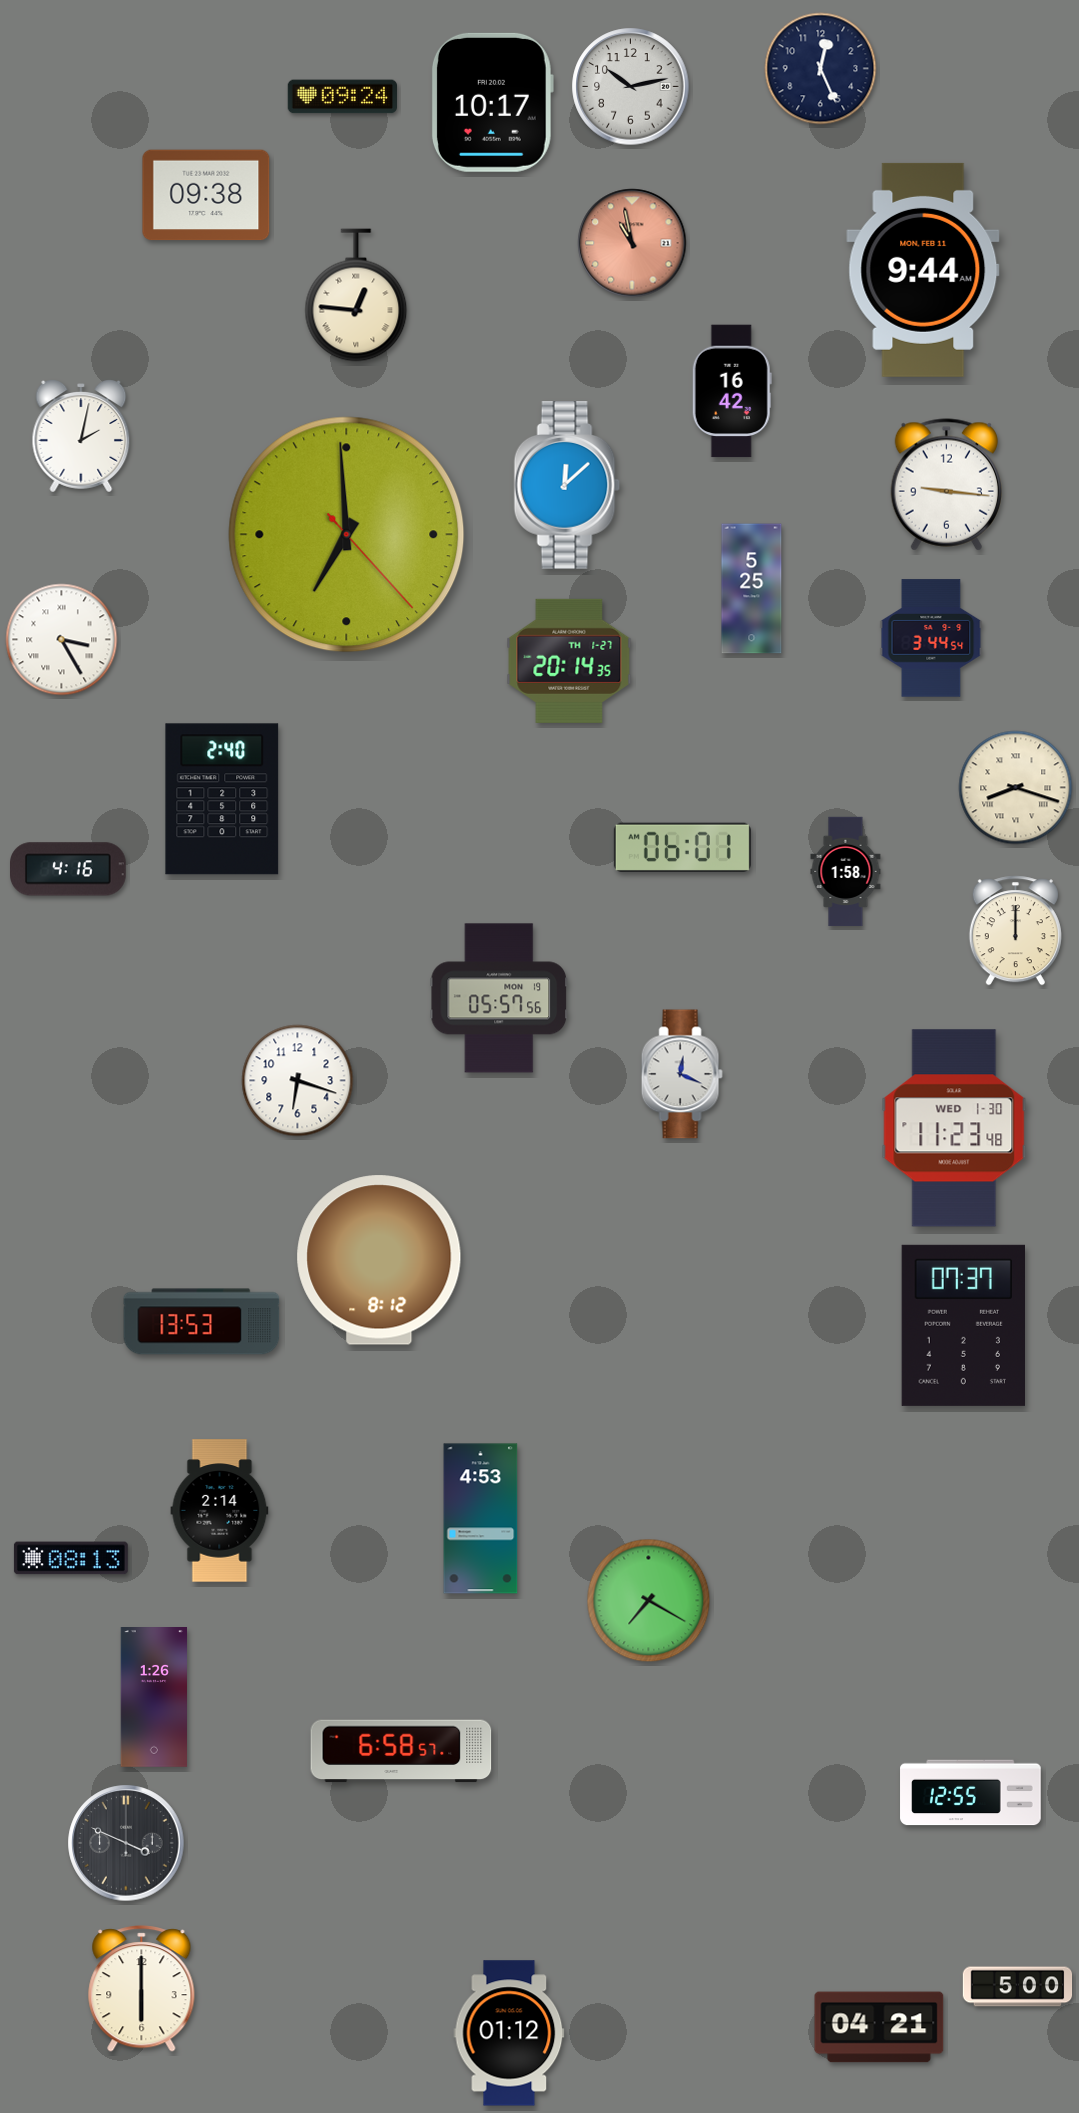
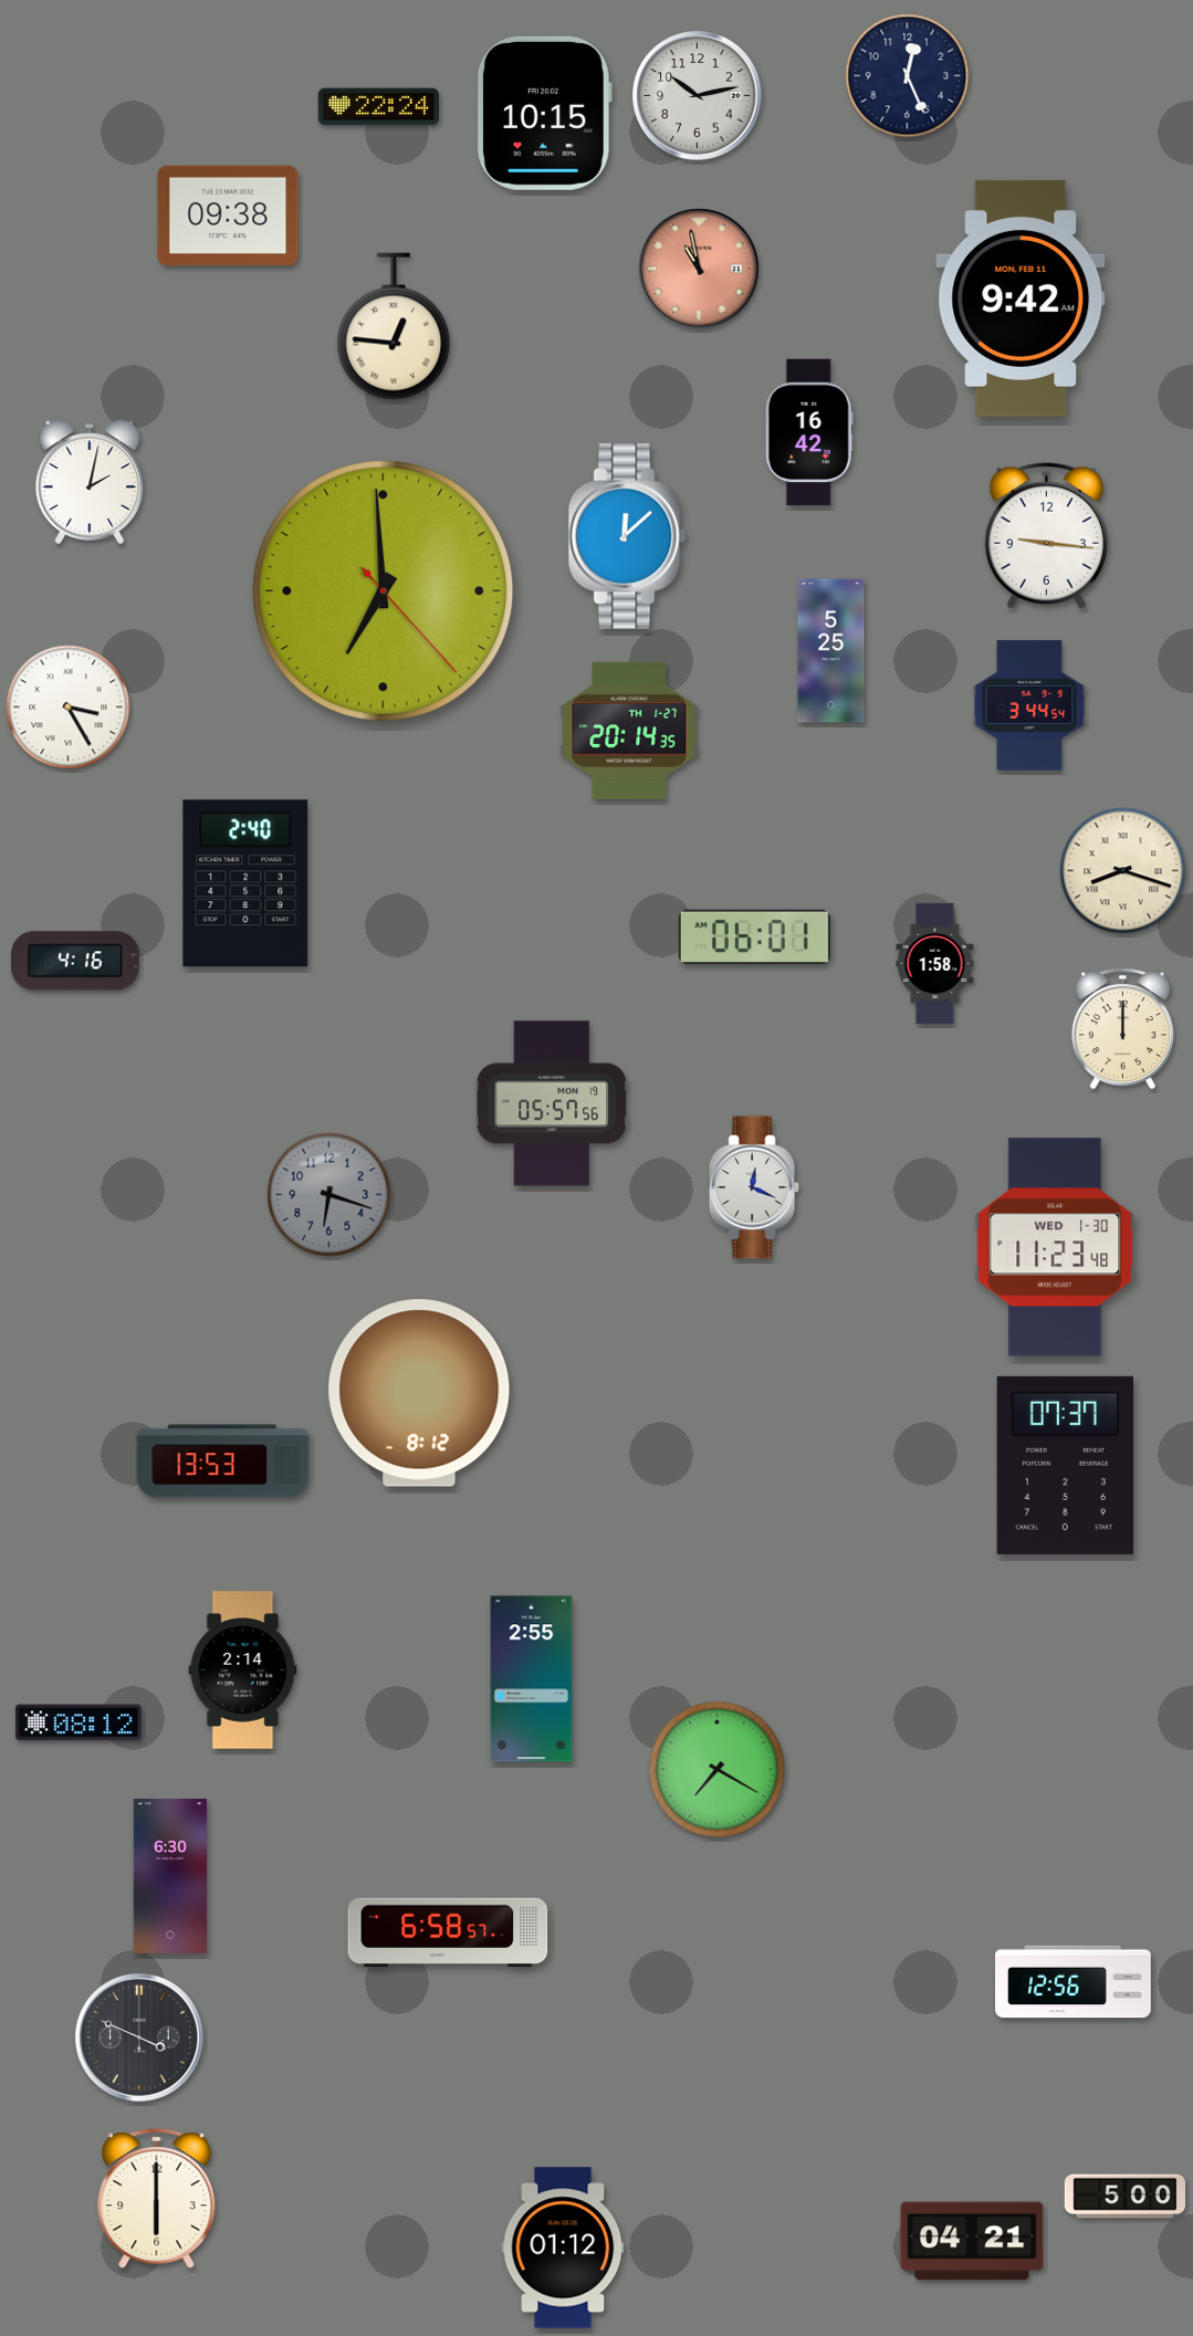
clock at (342, 97): 09:24 -> 22:24
clock at (492, 102): 10:17 -> 10:15
clock at (923, 270): 9:44 -> 9:42
clock at (298, 1081) dial: white -> grey
clock at (481, 1519): 4:53 -> 2:55
clock at (71, 1558): 08:13 -> 08:12
clock at (154, 1698): 1:26 -> 6:30
clock at (401, 1751) position: (401, 1751) -> (448, 1932)
clock at (971, 1793): 12:55 -> 12:56
